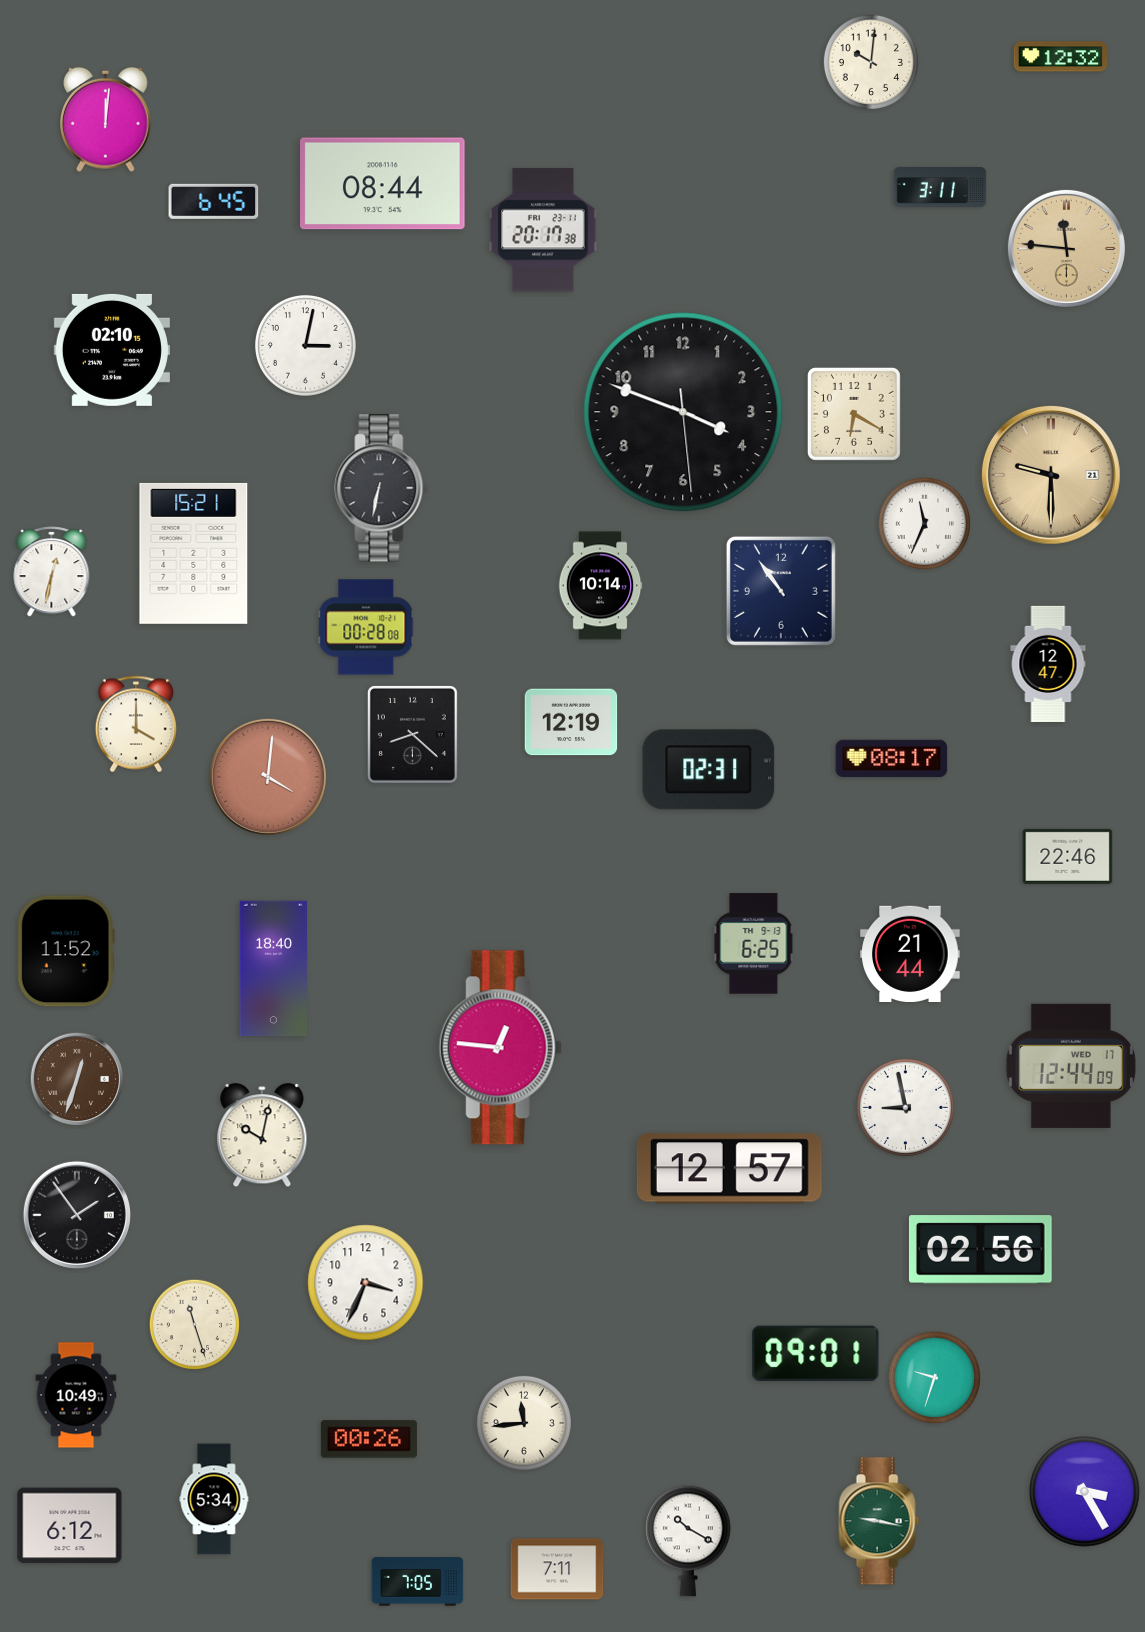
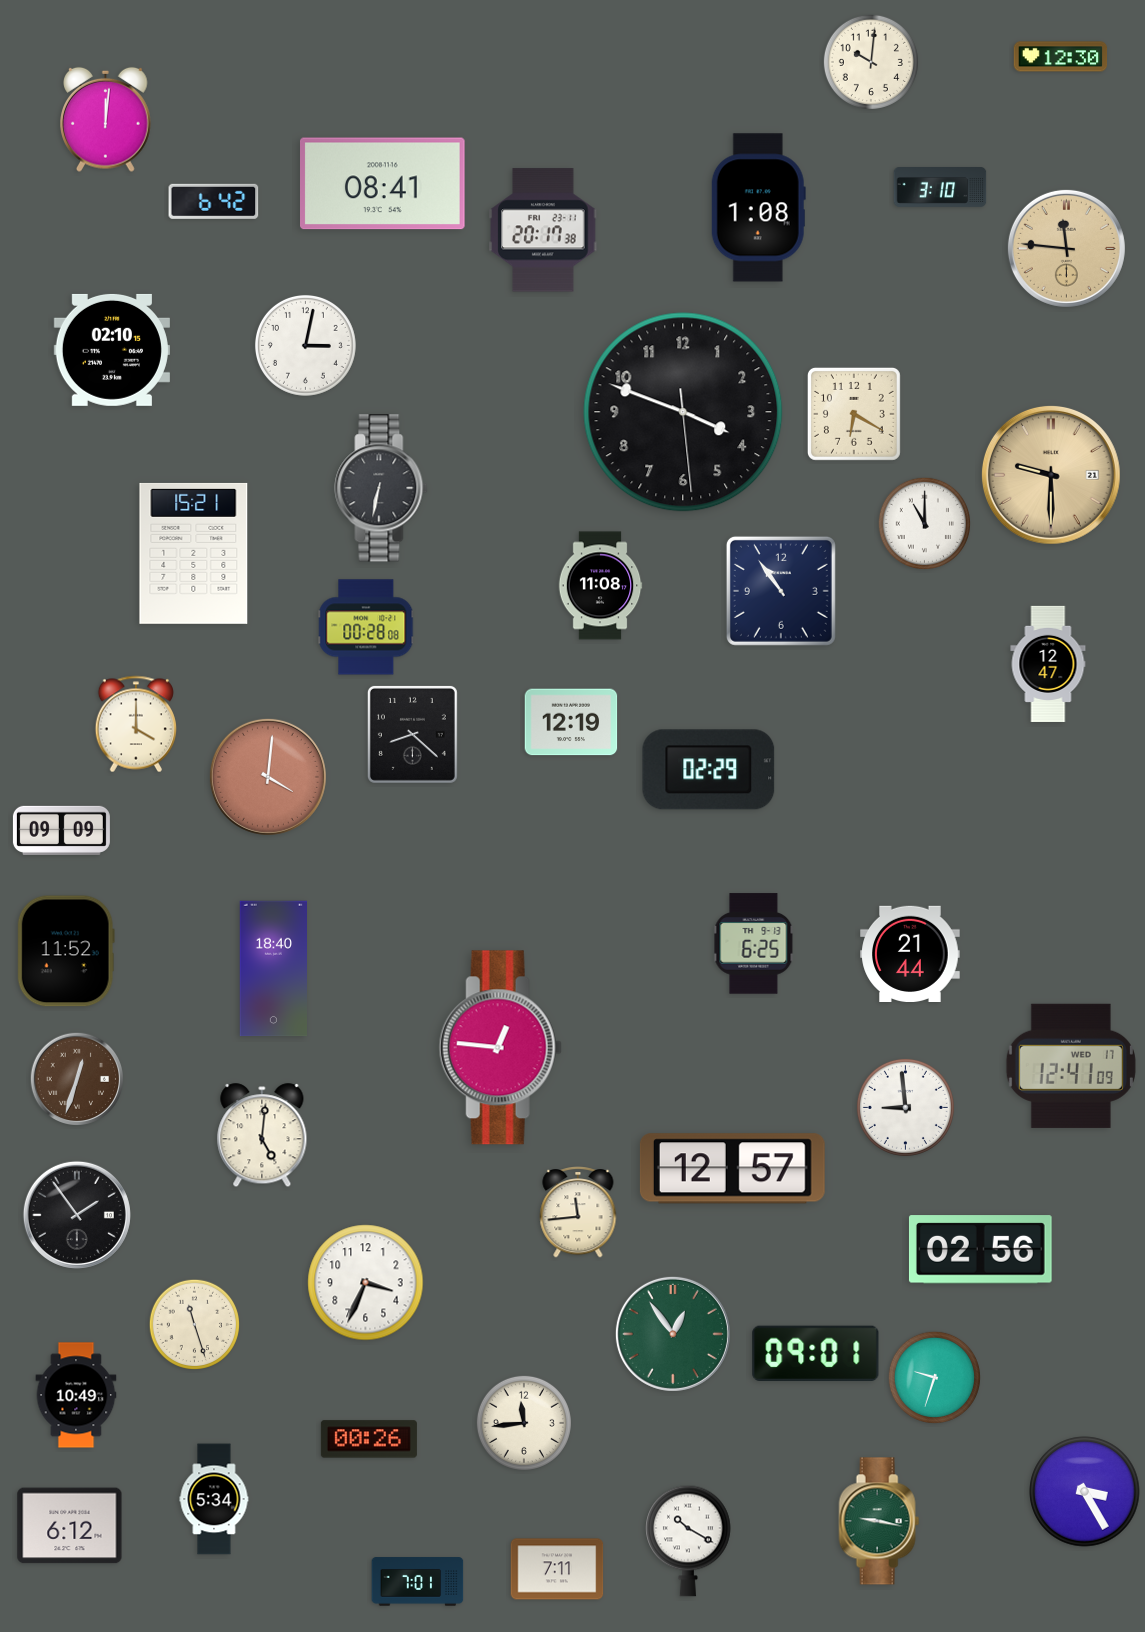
clock at (1061, 57): 12:32 -> 12:30
clock at (383, 184): 08:44 -> 08:41
clock at (940, 188): 3:11 -> 3:10
clock at (214, 201): 6:45 -> 6:42
clock at (758, 208): none -> 1:08
clock at (924, 523): 11:34 -> 11:00
clock at (52, 572): 12:32 -> none
clock at (600, 586): 10:14 -> 11:08
clock at (892, 759): 08:17 -> none
clock at (709, 770): 02:31 -> 02:29
clock at (61, 830): none -> 09:09
clock at (1068, 856): 22:46 -> none
clock at (1071, 1066): 12:44 -> 12:41
clock at (905, 1107): 8:58 -> 8:59
clock at (262, 1136): 10:02 -> 5:01
clock at (729, 1169) position: (729, 1169) -> (732, 1169)
clock at (578, 1213): none -> 11:44
clock at (673, 1334): none -> 12:54
clock at (418, 1582): 7:05 -> 7:01
